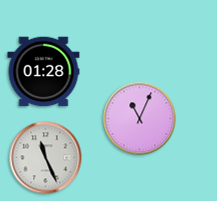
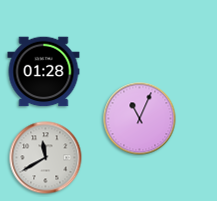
clock at (46, 158): 11:26 -> 11:40
